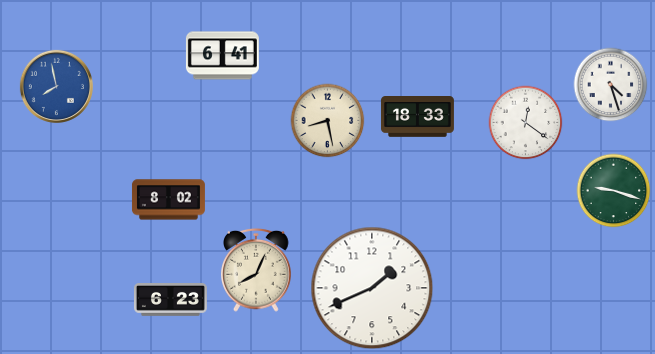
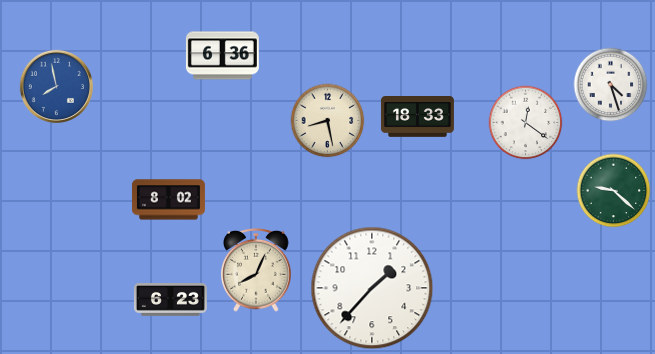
clock at (222, 56): 6:41 -> 6:36
clock at (614, 191): 9:18 -> 9:22
clock at (372, 288): 1:41 -> 1:37
